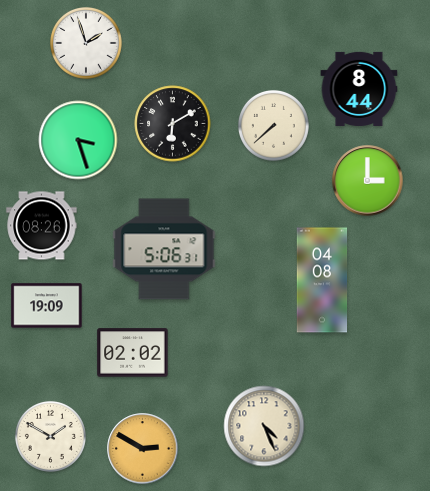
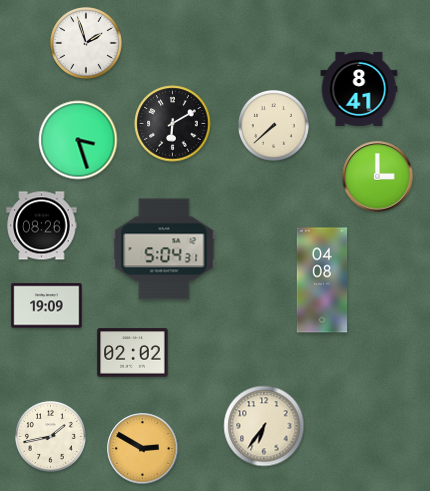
clock at (359, 89): 8:44 -> 8:41
clock at (368, 181) position: (368, 181) -> (378, 177)
clock at (164, 249): 5:06 -> 5:04
clock at (264, 426): 4:26 -> 6:36
clock at (50, 436): 1:50 -> 1:43
